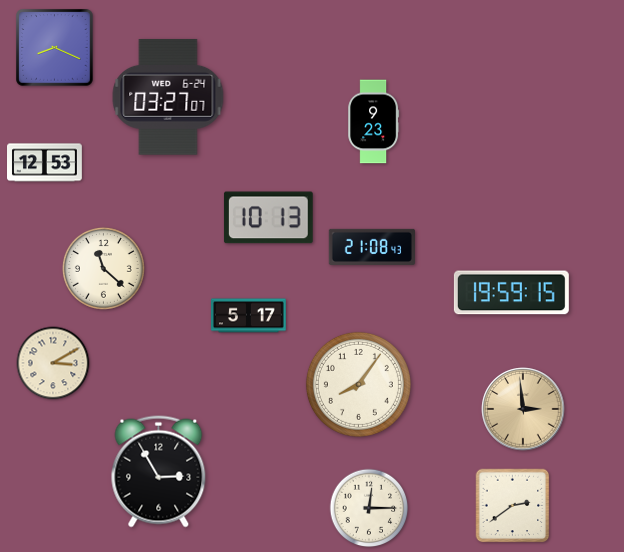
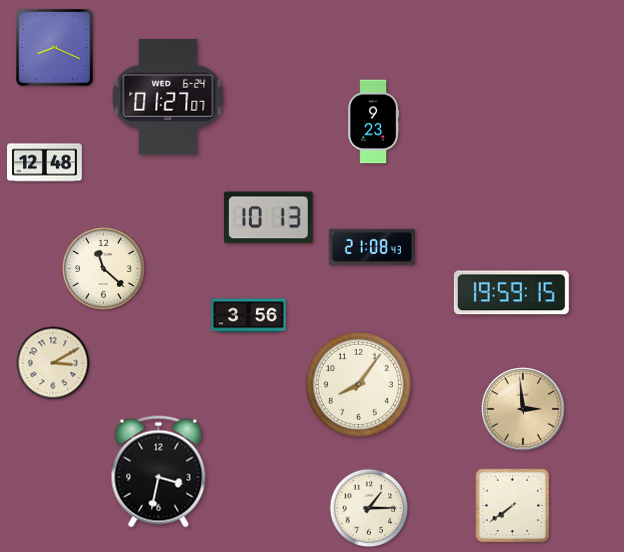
clock at (168, 97): 03:27 -> 01:27
clock at (45, 163): 12:53 -> 12:48
clock at (249, 316): 5:17 -> 3:56
clock at (159, 472): 2:55 -> 3:32
clock at (513, 506): 2:39 -> 7:39
clock at (369, 508): 12:15 -> 1:15
